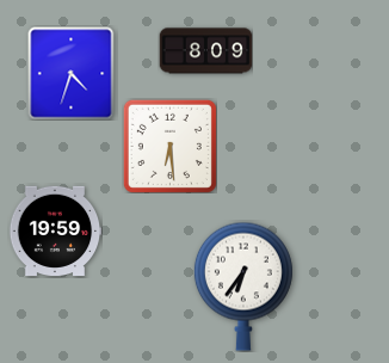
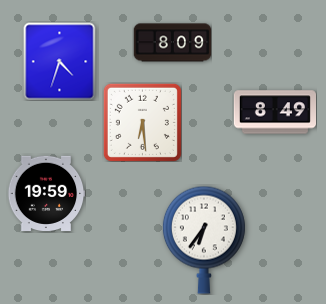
clock at (274, 112): none -> 8:49
